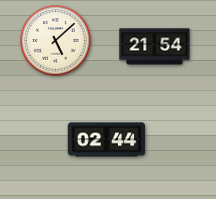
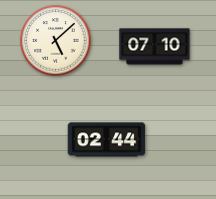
clock at (155, 47): 21:54 -> 07:10
